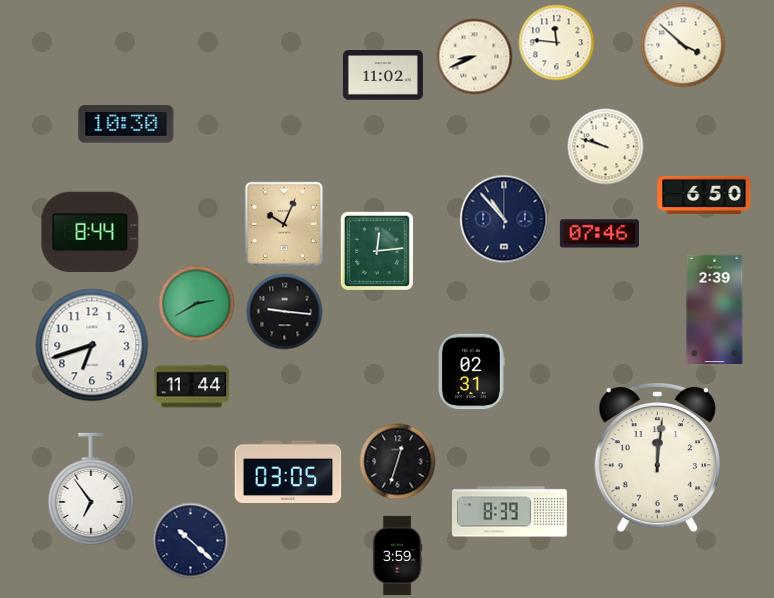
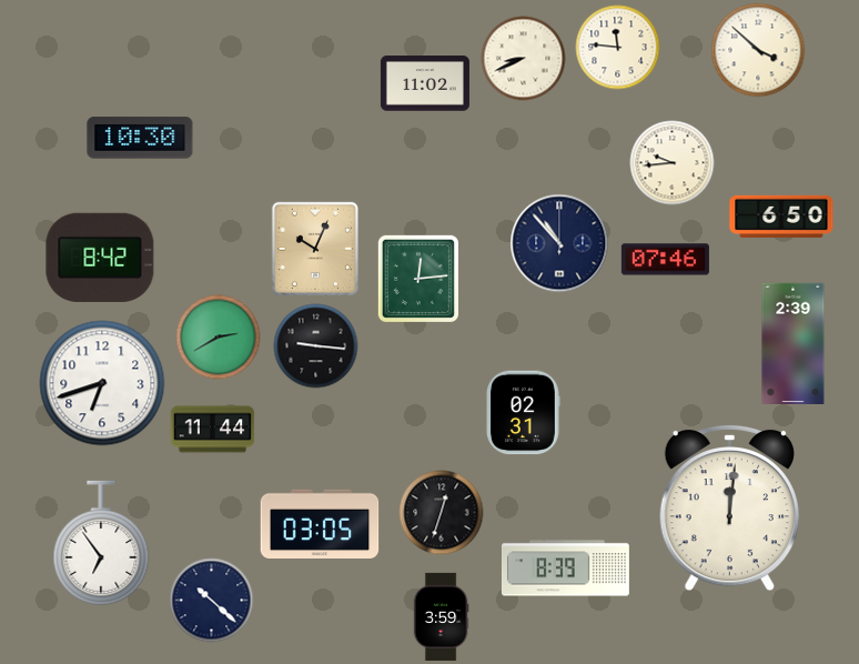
clock at (475, 57) position: (475, 57) -> (524, 59)
clock at (606, 147): 9:48 -> 9:44
clock at (90, 232): 8:44 -> 8:42
